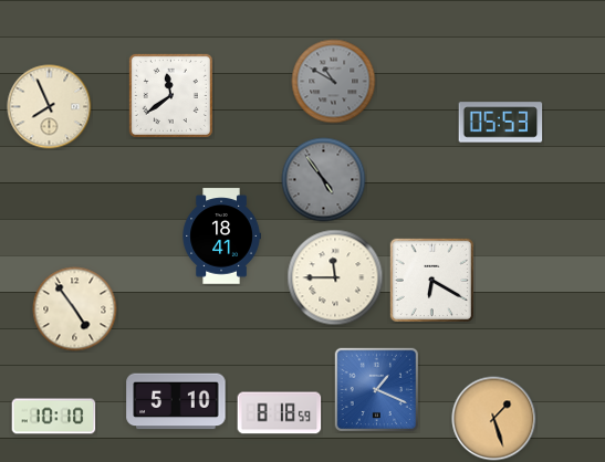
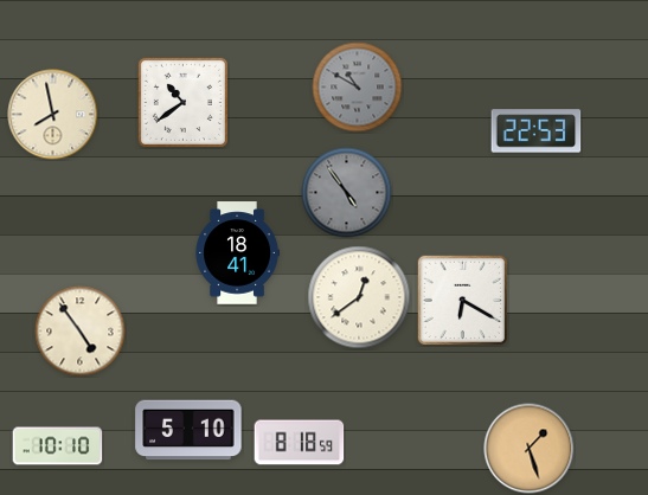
clock at (170, 95): 11:39 -> 10:39
clock at (50, 107): 7:56 -> 7:58
clock at (501, 123): 05:53 -> 22:53
clock at (335, 277): 11:45 -> 12:39
clock at (376, 389): 1:19 -> none
